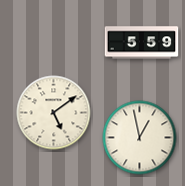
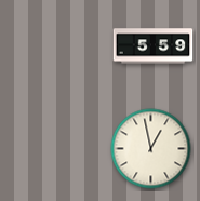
clock at (54, 113): 5:09 -> none
